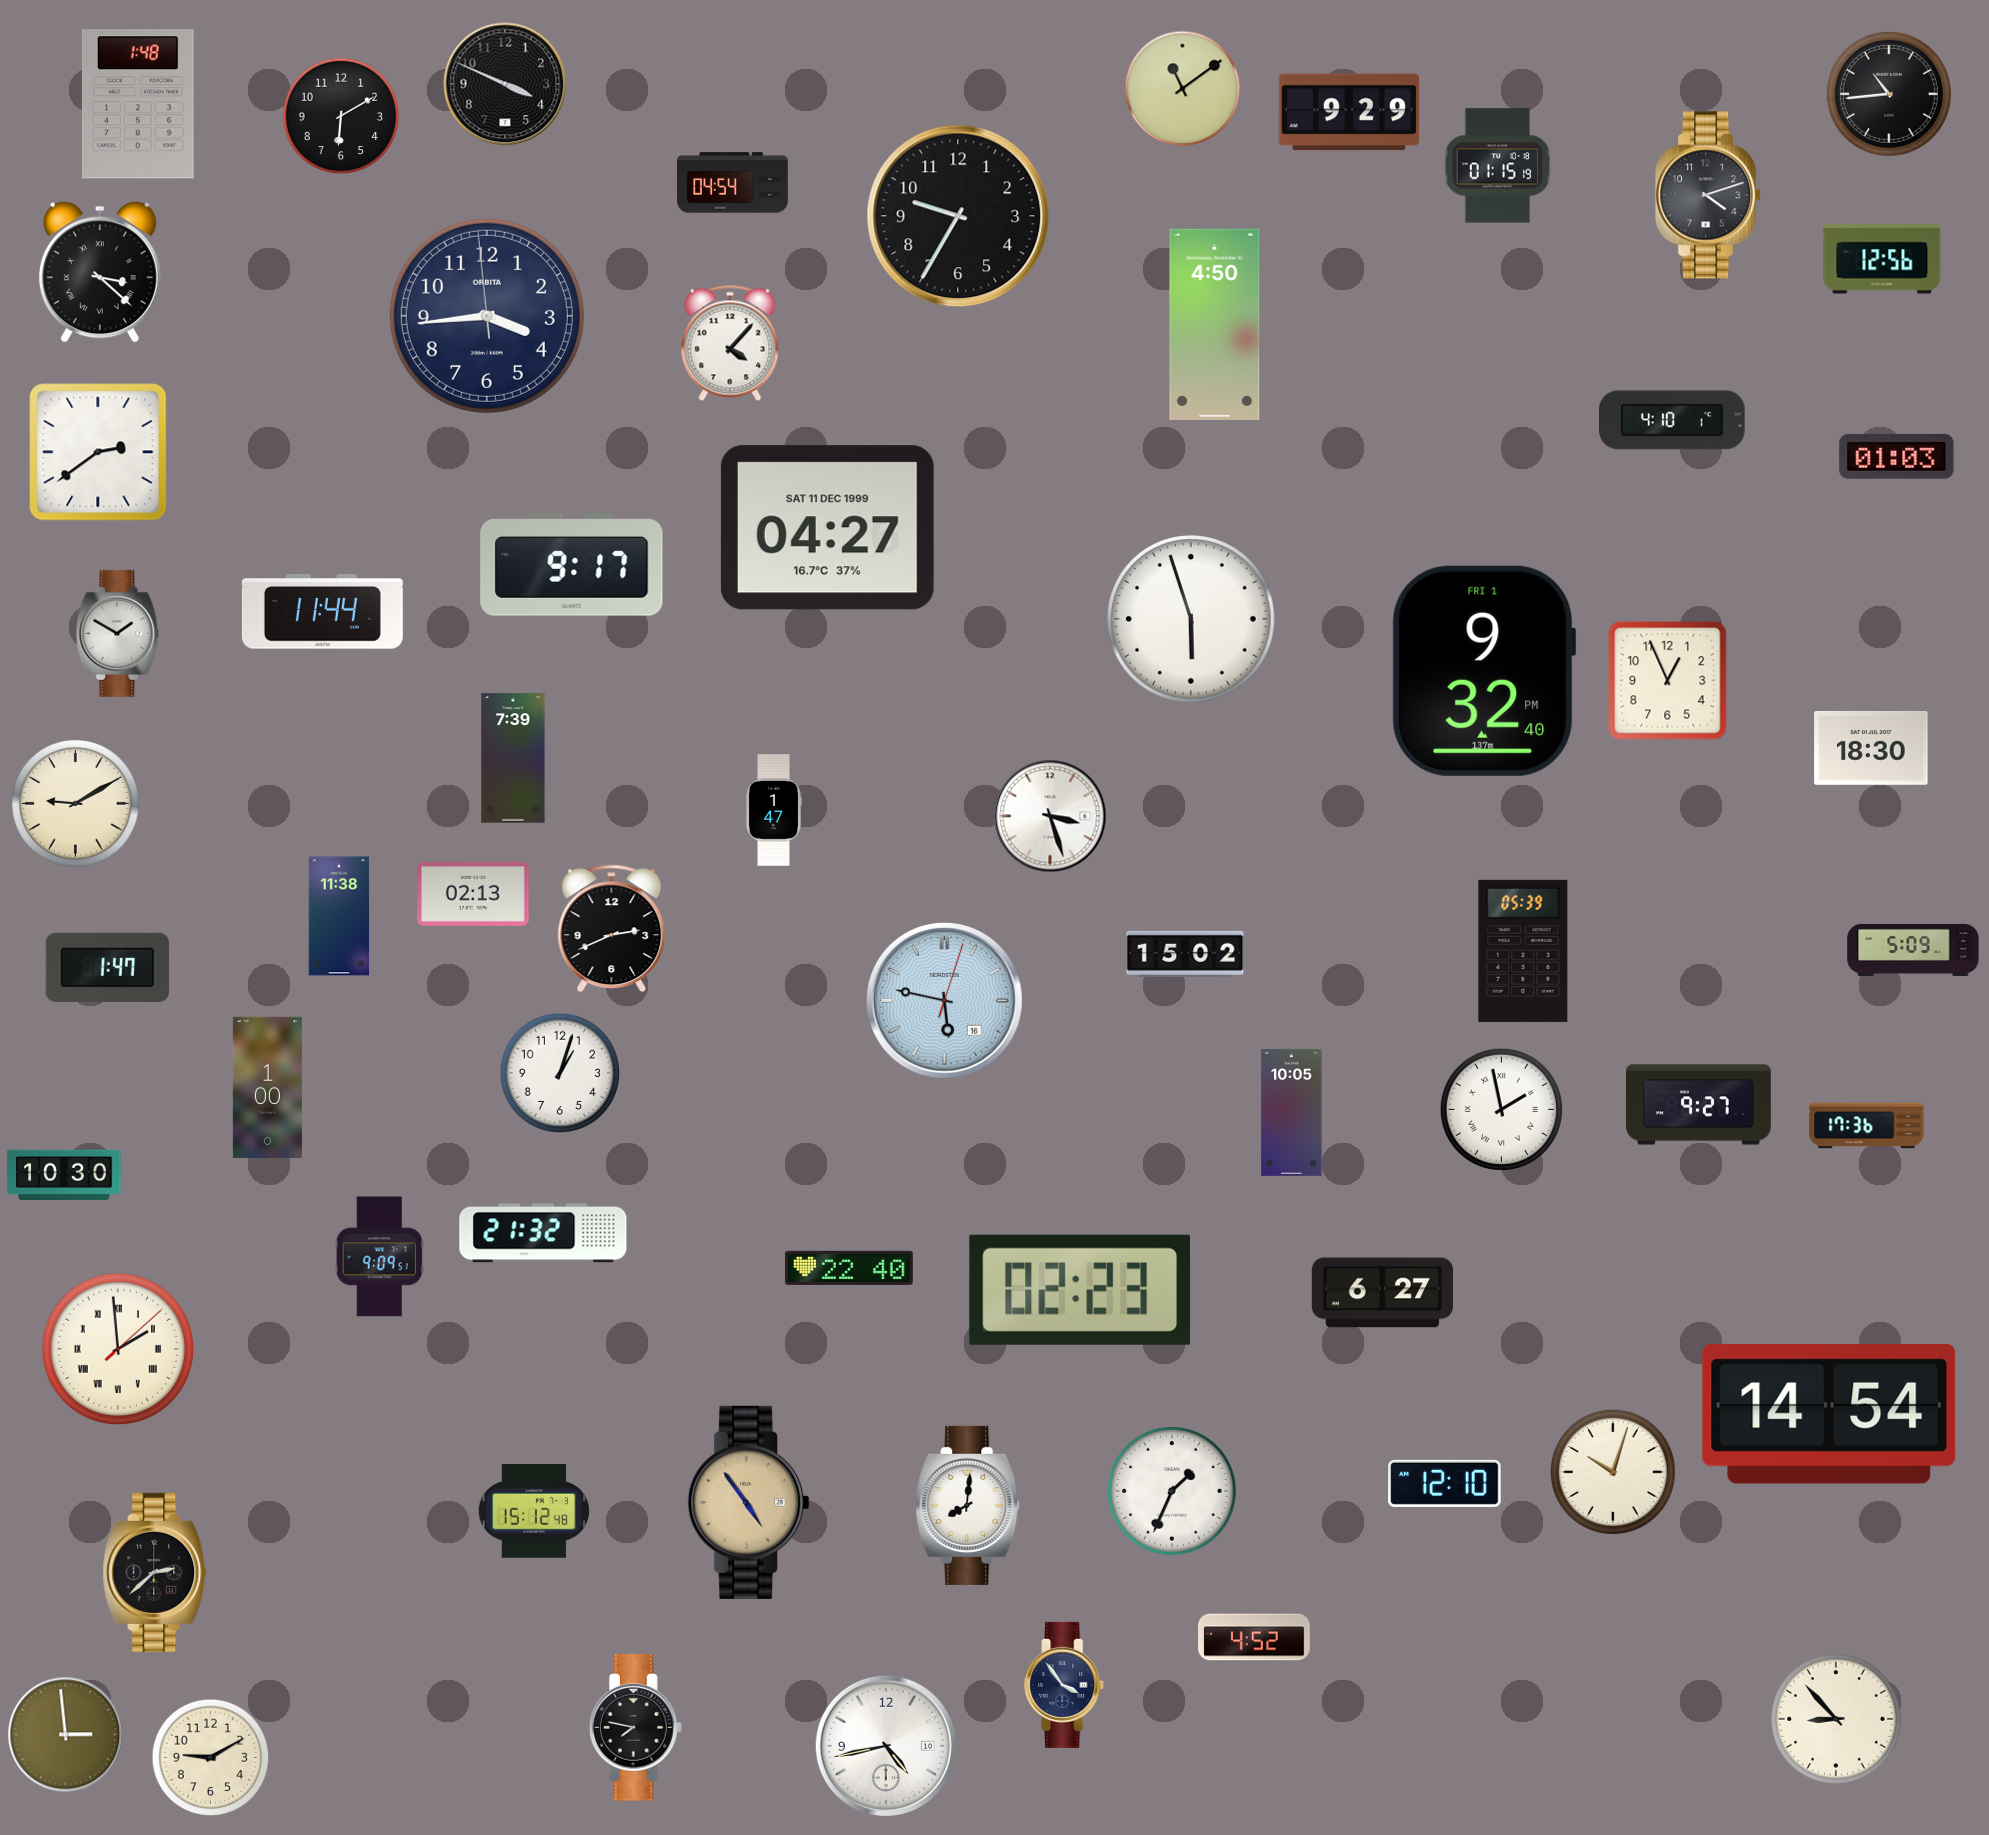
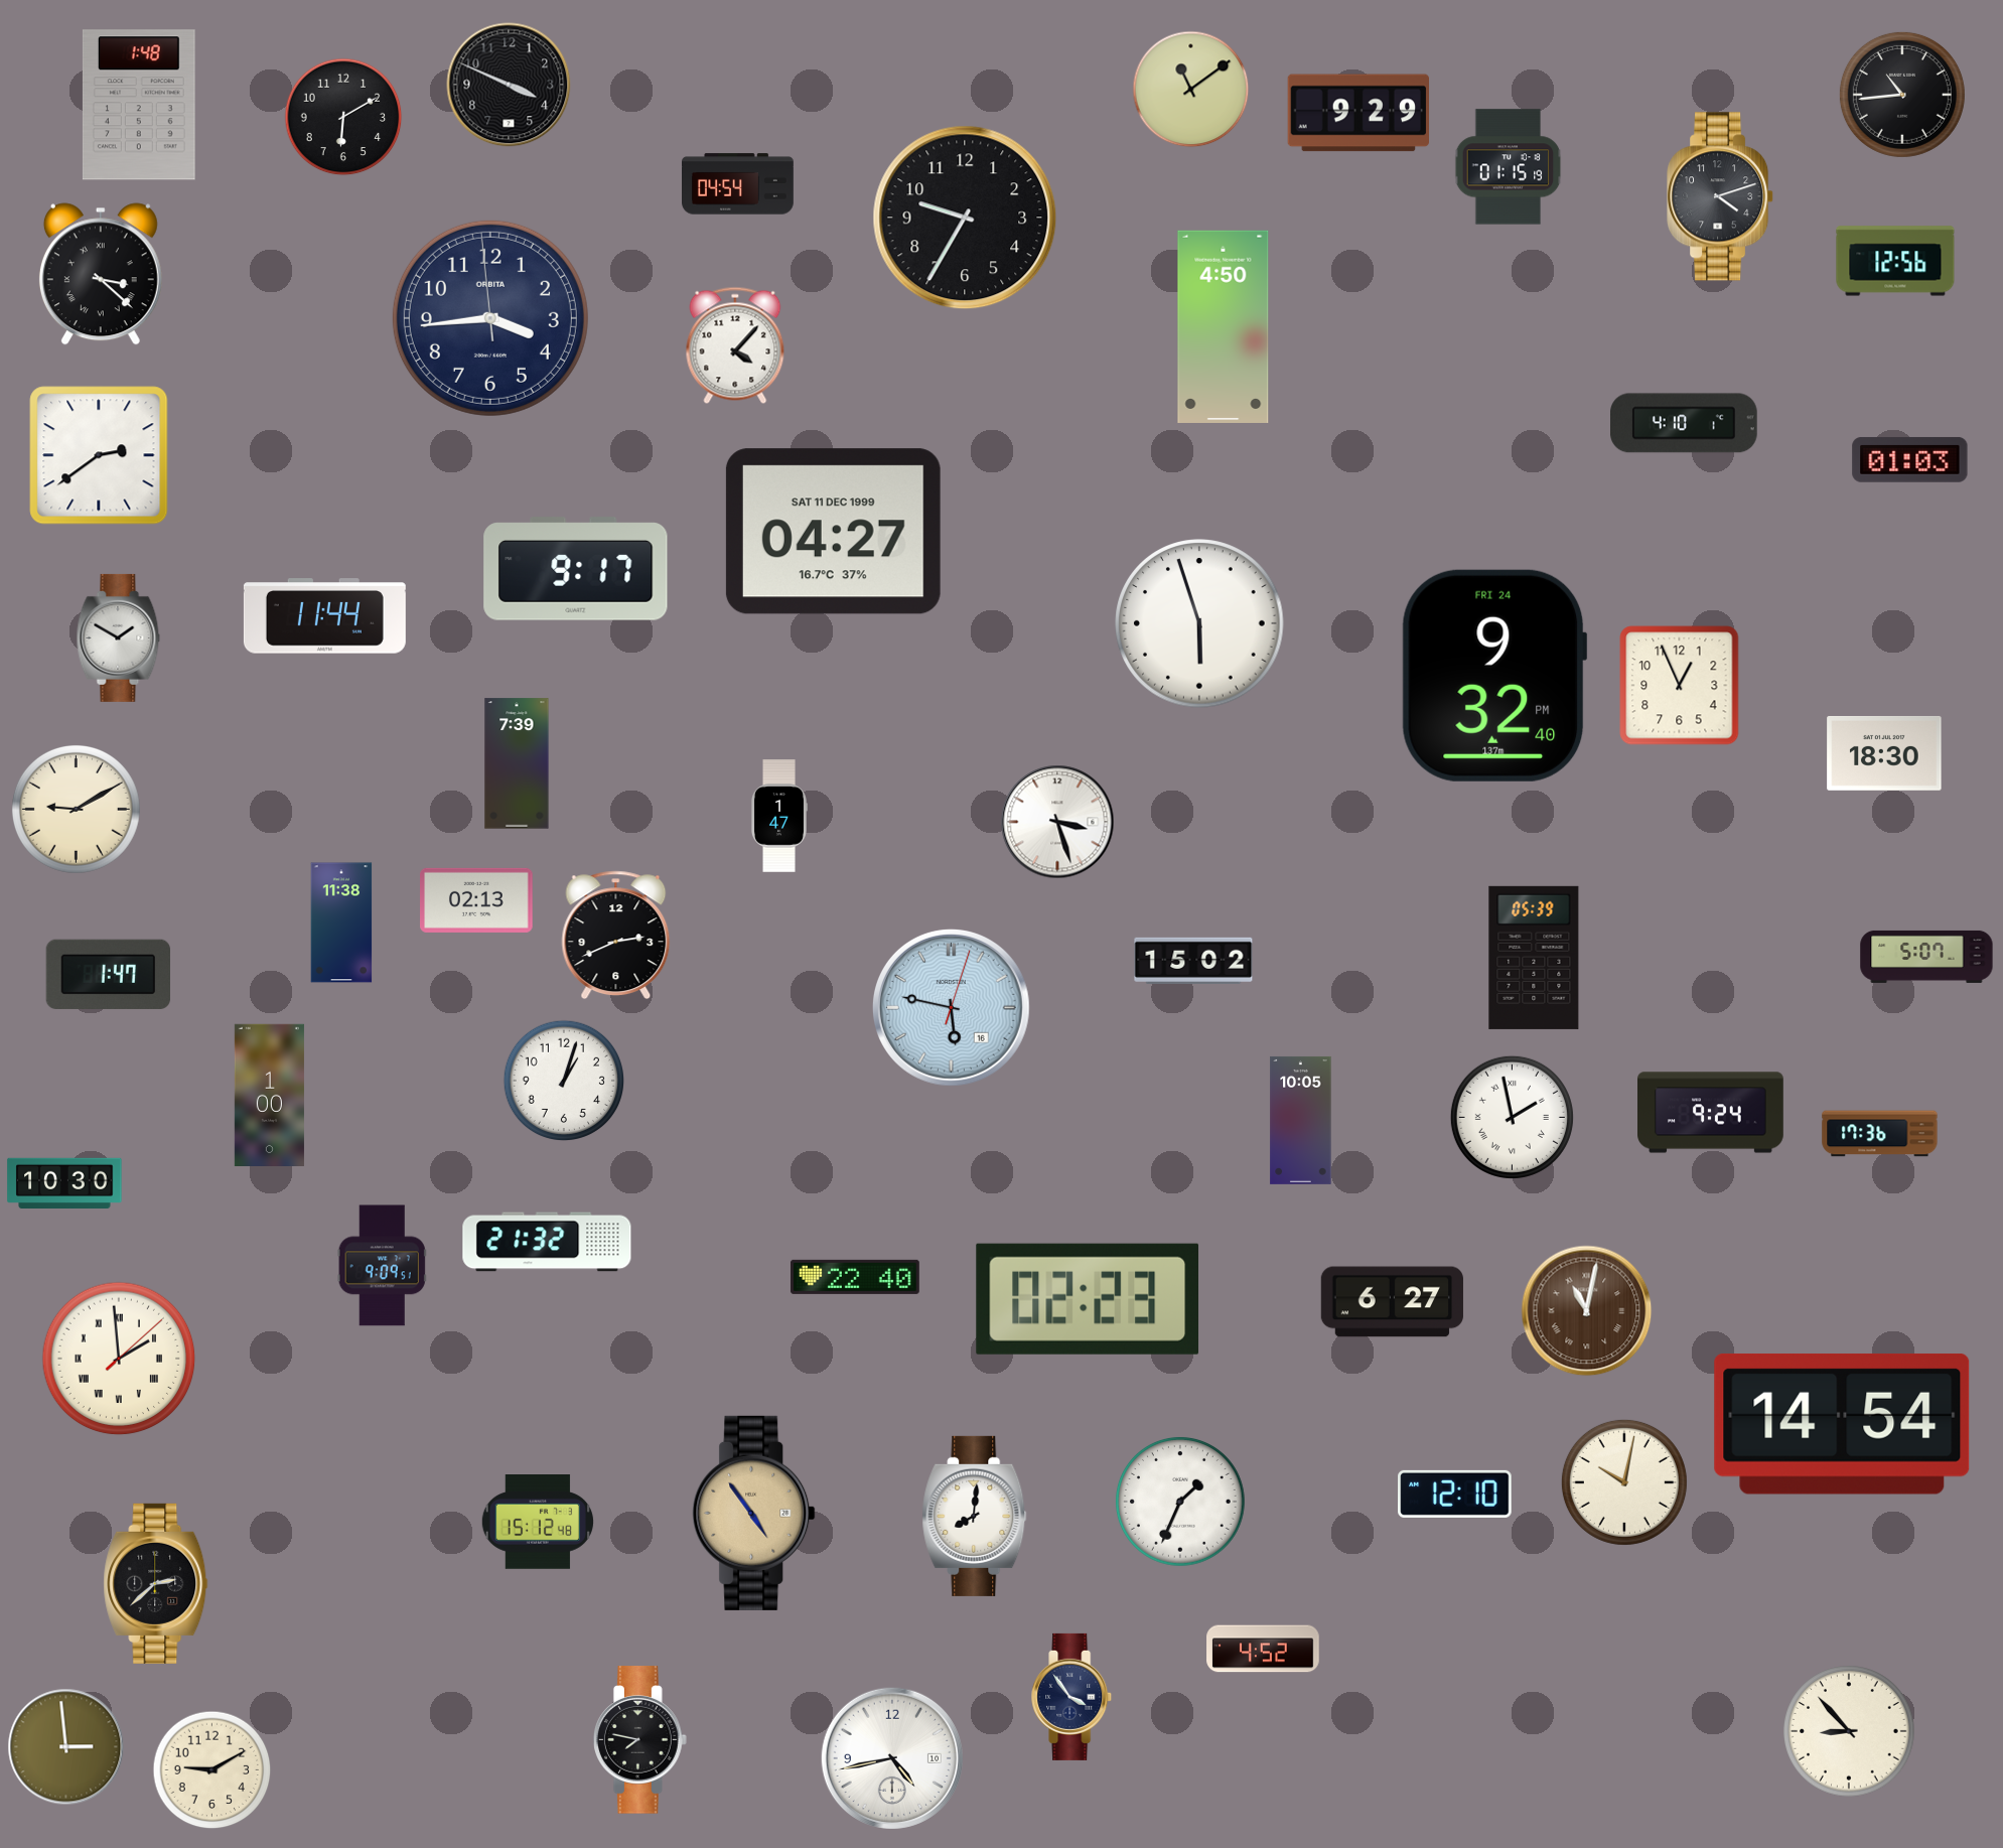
clock at (1484, 671) date: FRI 1 -> FRI 24
clock at (1913, 950): 5:09 -> 5:07
clock at (1699, 1105): 9:27 -> 9:24
clock at (1587, 1311): none -> 11:02
clock at (1613, 1472): 10:03 -> 10:02
